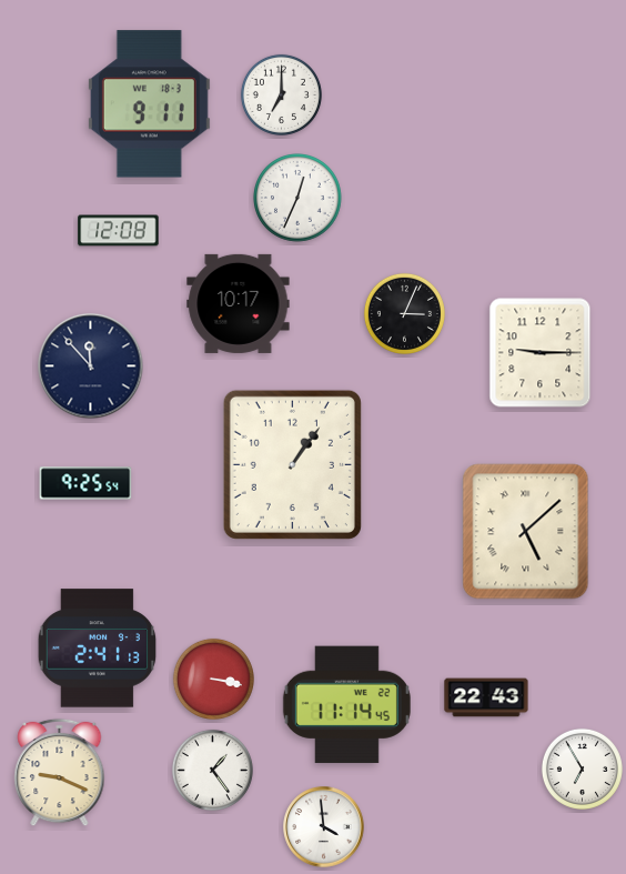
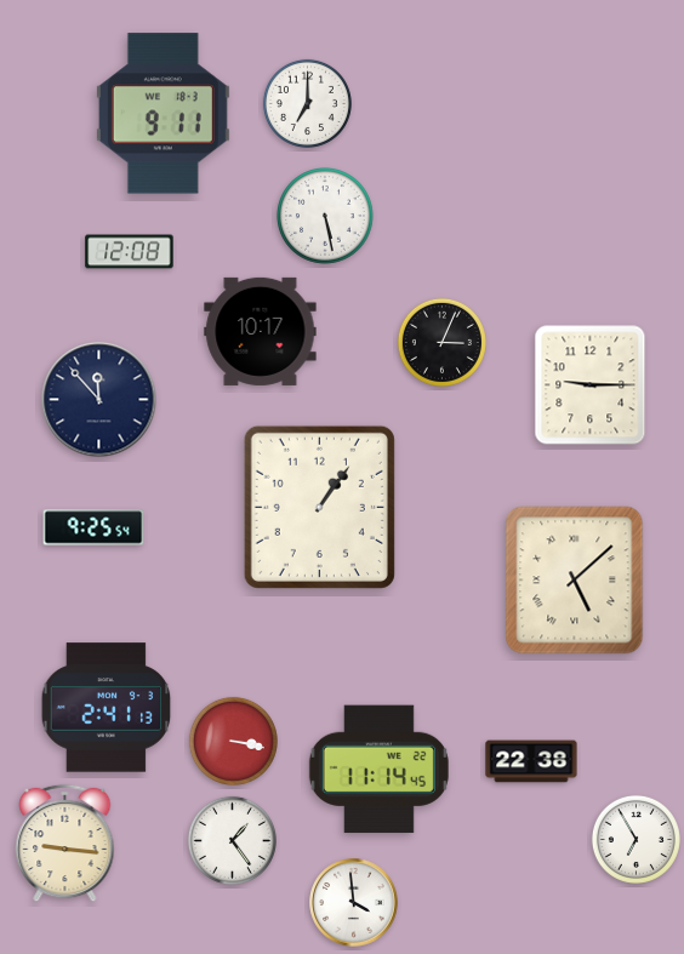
clock at (299, 199): 12:34 -> 5:28
clock at (486, 697): 22:43 -> 22:38
clock at (60, 773): 9:19 -> 9:16
